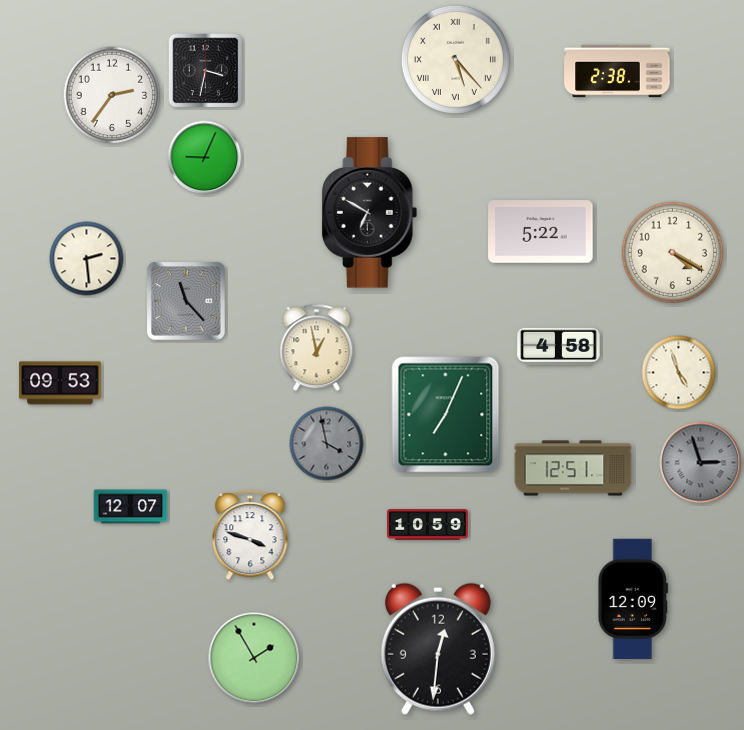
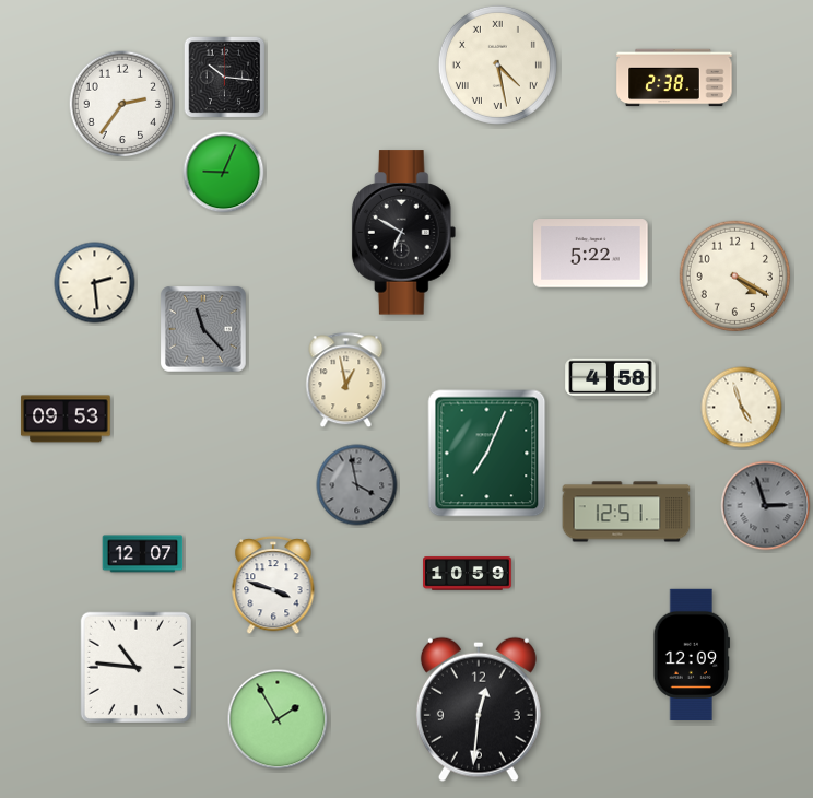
clock at (455, 59): 5:23 -> 4:28
clock at (206, 71): 3:32 -> 10:16
clock at (135, 667): none -> 10:46
